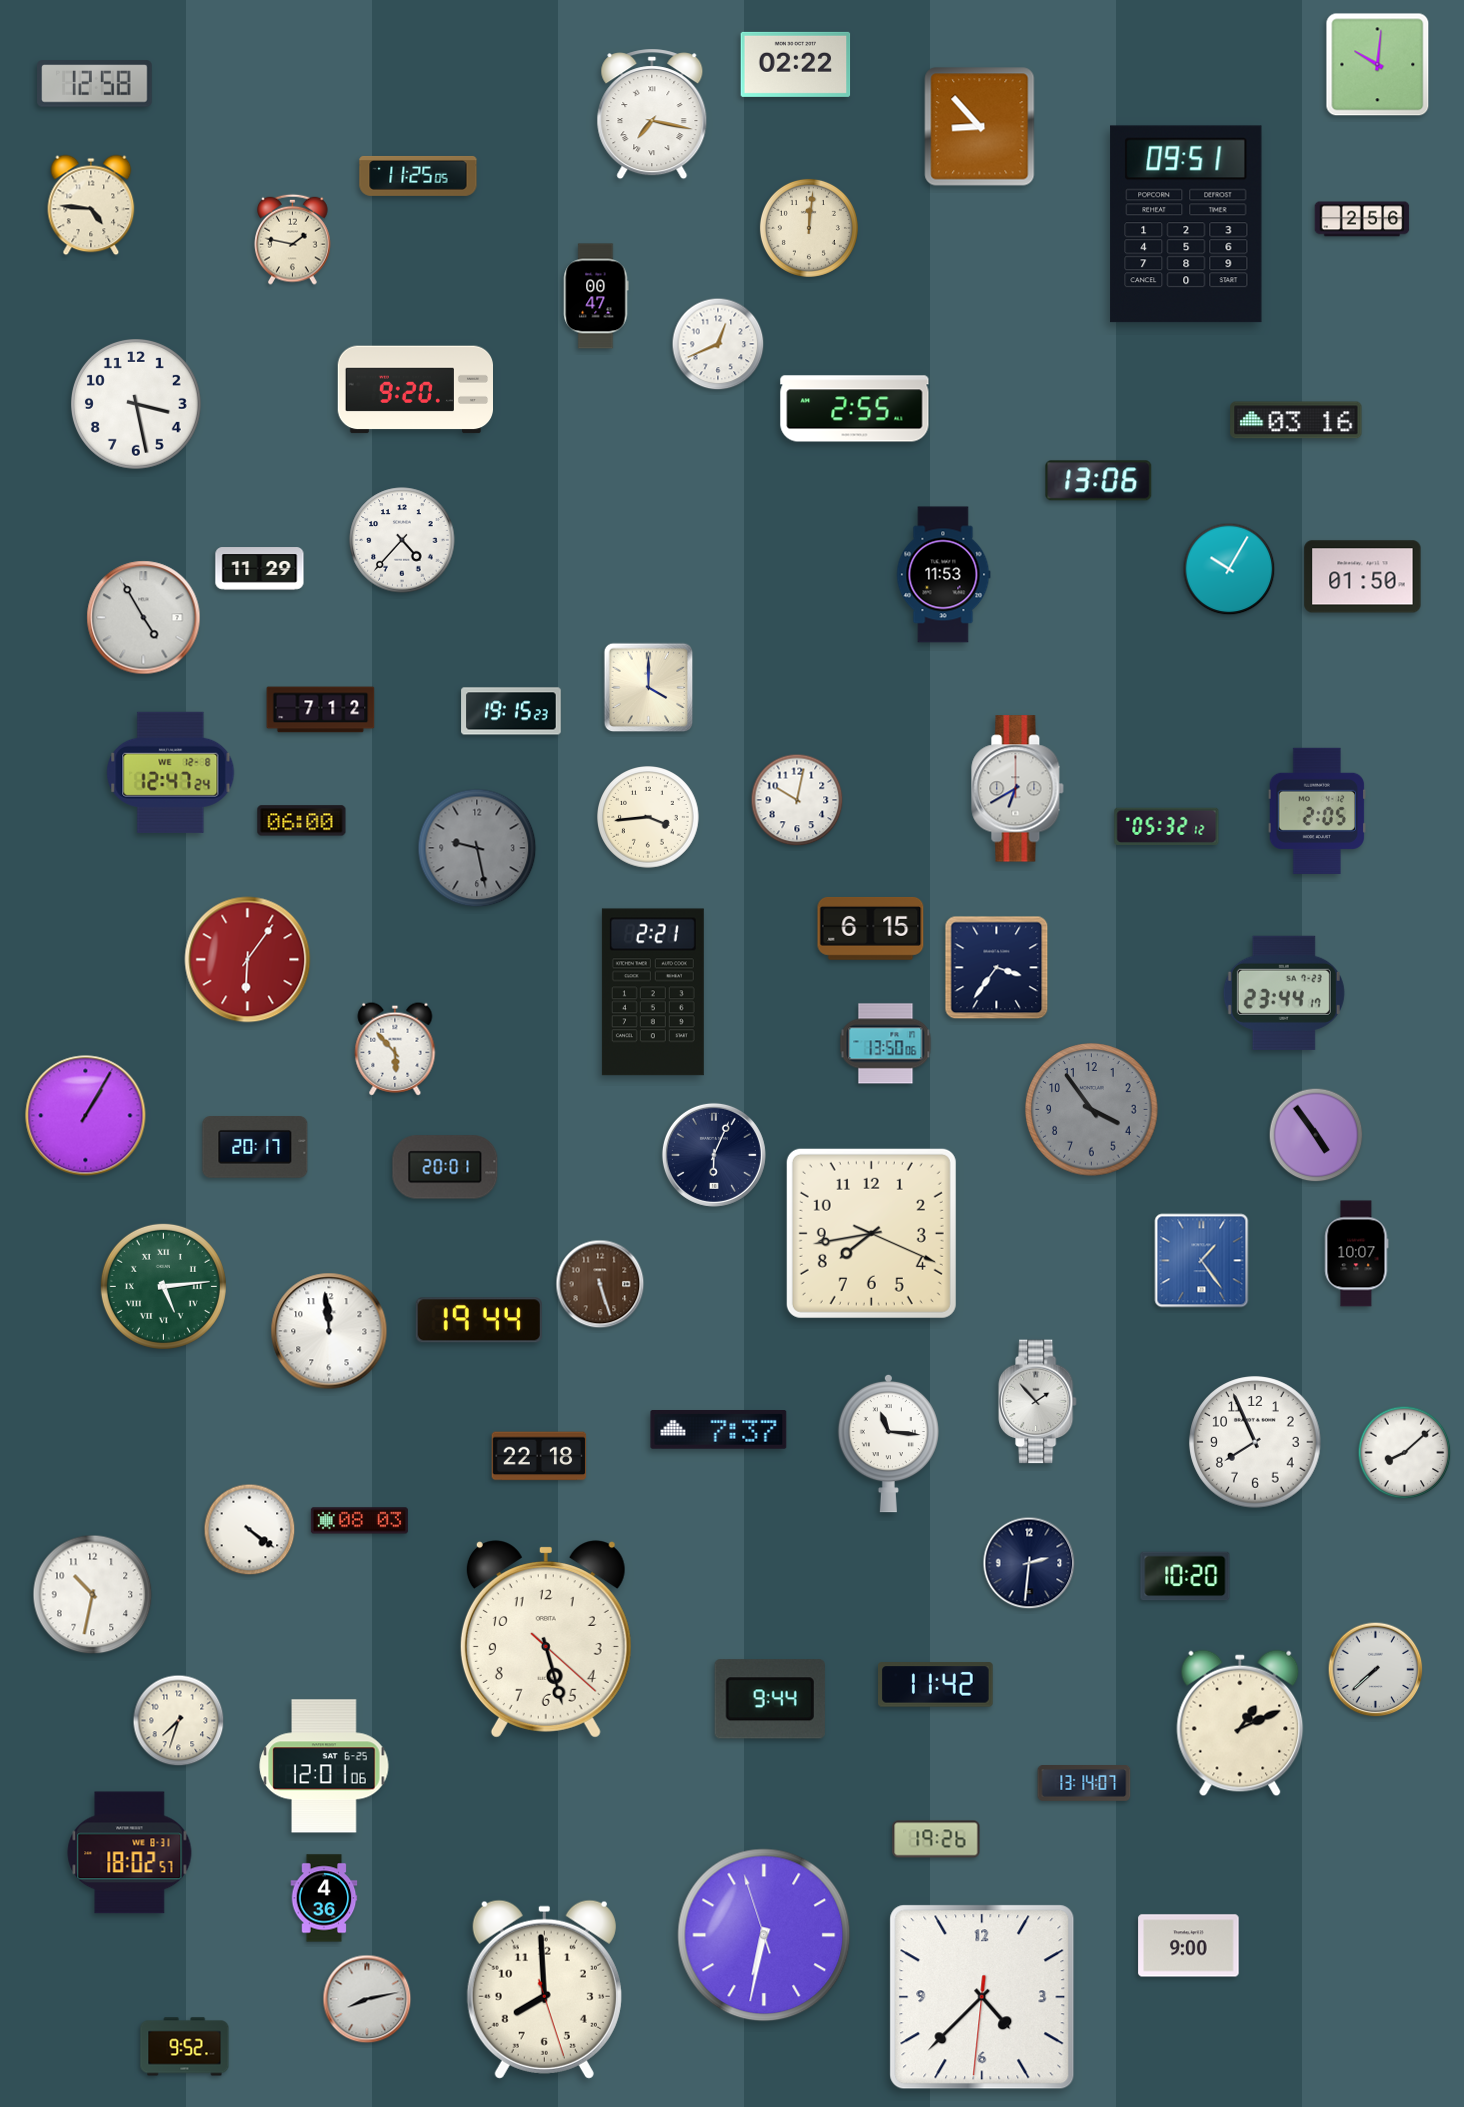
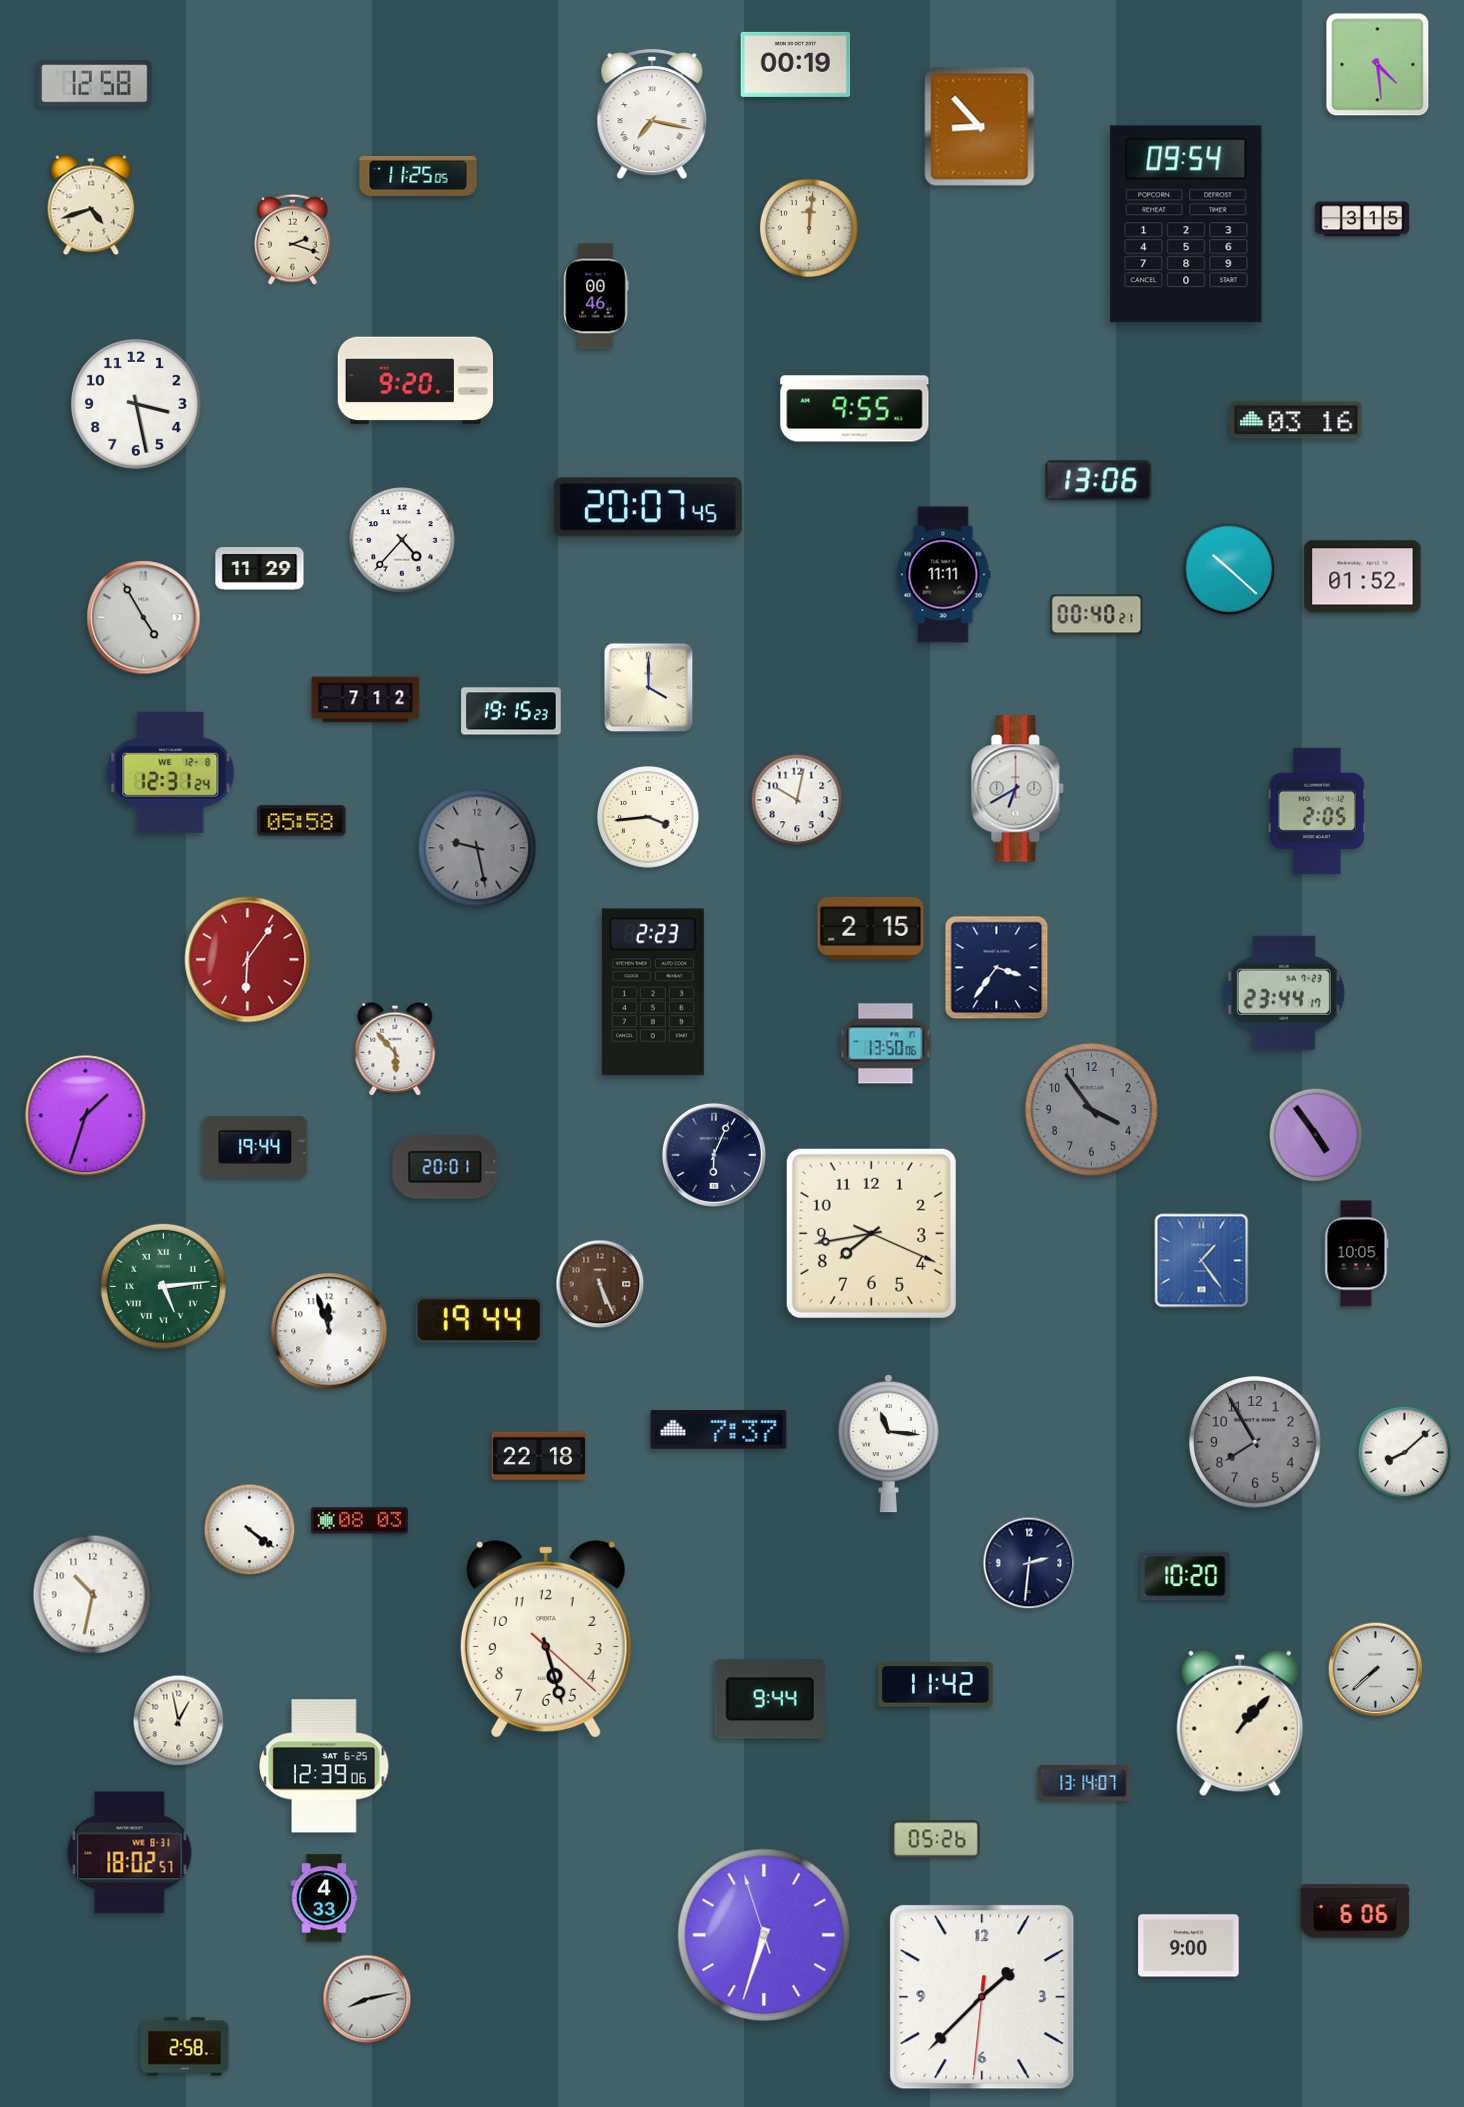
clock at (796, 64): 02:22 -> 00:19
clock at (1378, 65): 10:01 -> 4:29
clock at (91, 205): 4:46 -> 4:42
clock at (1362, 219): 2:56 -> 3:15
clock at (1186, 224): 09:51 -> 09:54
clock at (293, 239): 1:47 -> 2:18
clock at (596, 296): 00:47 -> 00:46
clock at (718, 344): 12:41 -> none
clock at (415, 390) position: (415, 390) -> (415, 381)
clock at (855, 409): 2:55 -> 9:55
clock at (648, 507): none -> 20:07
clock at (1229, 569): 10:05 -> 10:22
clock at (943, 575): 11:53 -> 11:11
clock at (1363, 577): 01:50 -> 01:52
clock at (1097, 615): none -> 00:40
clock at (321, 710) position: (321, 710) -> (366, 700)
clock at (171, 772): 12:47 -> 12:31
clock at (302, 821): 06:00 -> 05:58
clock at (1167, 826): 05:32 -> none
clock at (871, 928): 6:15 -> 2:15
clock at (653, 992): 2:21 -> 2:23
clock at (86, 1116): 1:05 -> 1:33
clock at (255, 1147): 20:17 -> 19:44
clock at (1357, 1254): 10:07 -> 10:05
clock at (600, 1284): 5:27 -> 5:26
clock at (329, 1331): 11:59 -> 11:57
clock at (1038, 1402): 1:53 -> none
clock at (1255, 1442): 7:56 -> 7:55
clock at (1255, 1442) dial: white -> grey
clock at (179, 1721): 7:33 -> 12:58
clock at (1240, 1723): 1:11 -> 1:07
clock at (324, 1766): 12:01 -> 12:39
clock at (936, 1839): 19:26 -> 05:26
clock at (324, 1898): 4:36 -> 4:33
clock at (1355, 1911): none -> 6:06
clock at (764, 1935): 6:31 -> 6:32
clock at (544, 1989): 7:59 -> none
clock at (982, 1997): 4:37 -> 1:37
clock at (185, 2047): 9:52 -> 2:58
